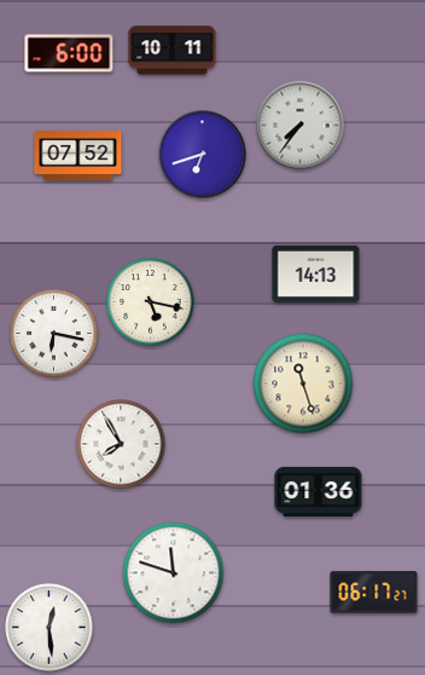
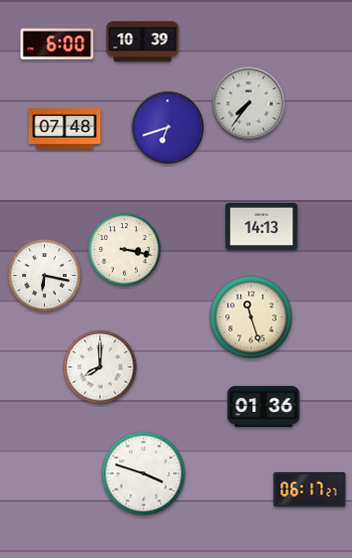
clock at (173, 51): 10:11 -> 10:39
clock at (78, 156): 07:52 -> 07:48
clock at (151, 302): 5:17 -> 3:17
clock at (121, 444): 7:55 -> 8:00
clock at (174, 573): 11:48 -> 3:48
clock at (50, 628): 12:29 -> none
